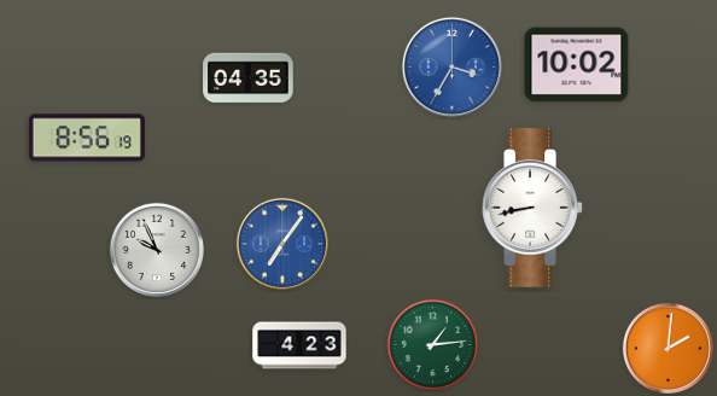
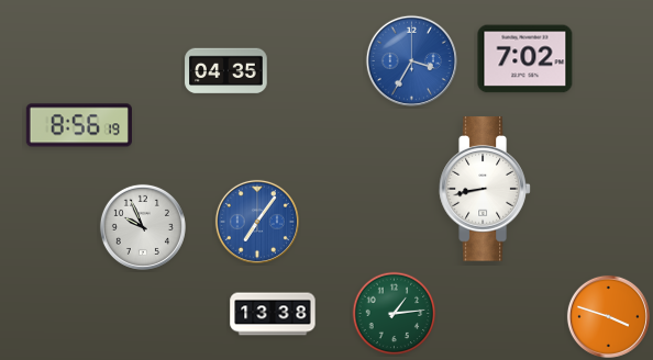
clock at (577, 65): 10:02 -> 7:02
clock at (299, 345): 4:23 -> 13:38
clock at (668, 348): 2:01 -> 3:48
